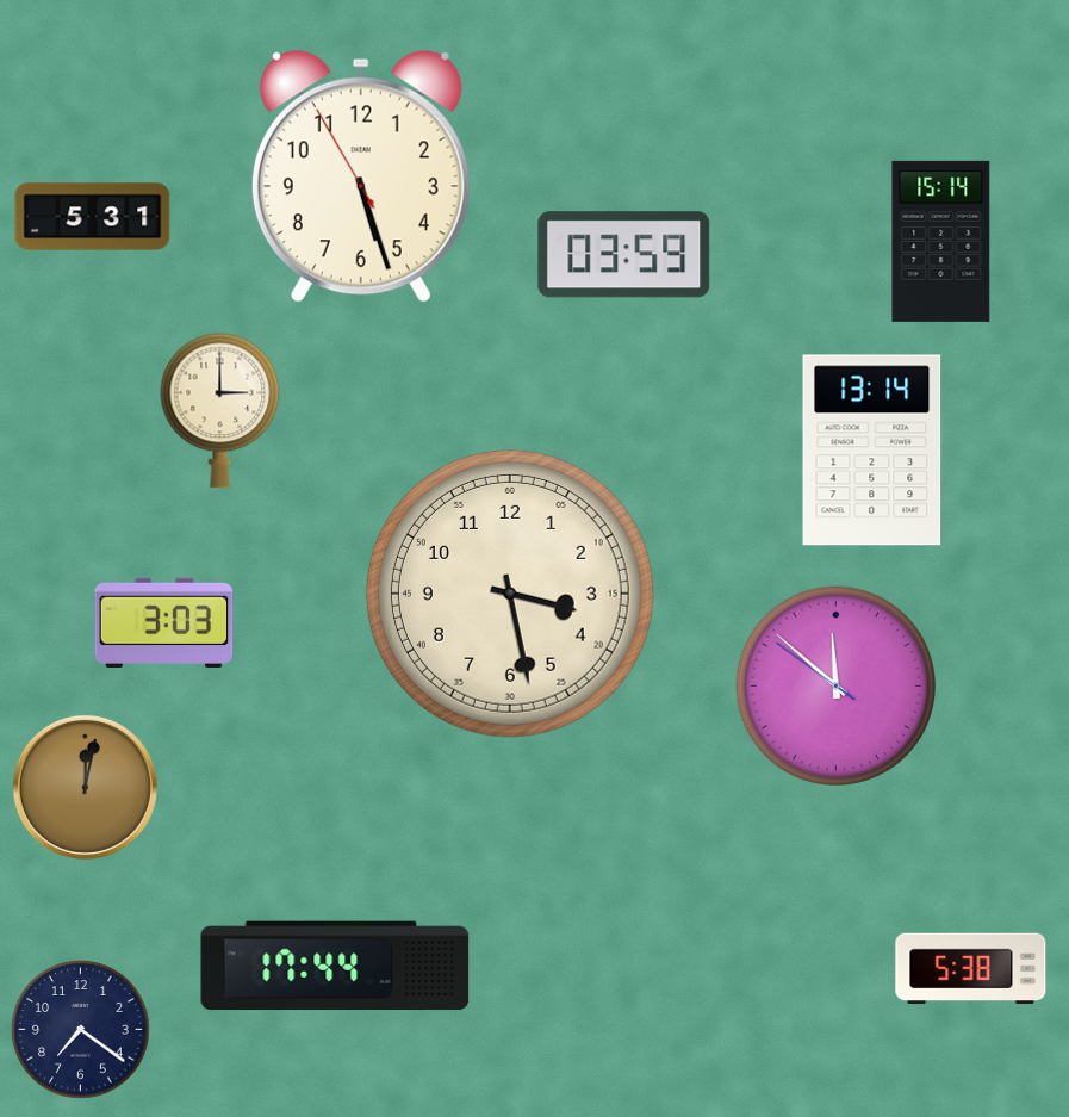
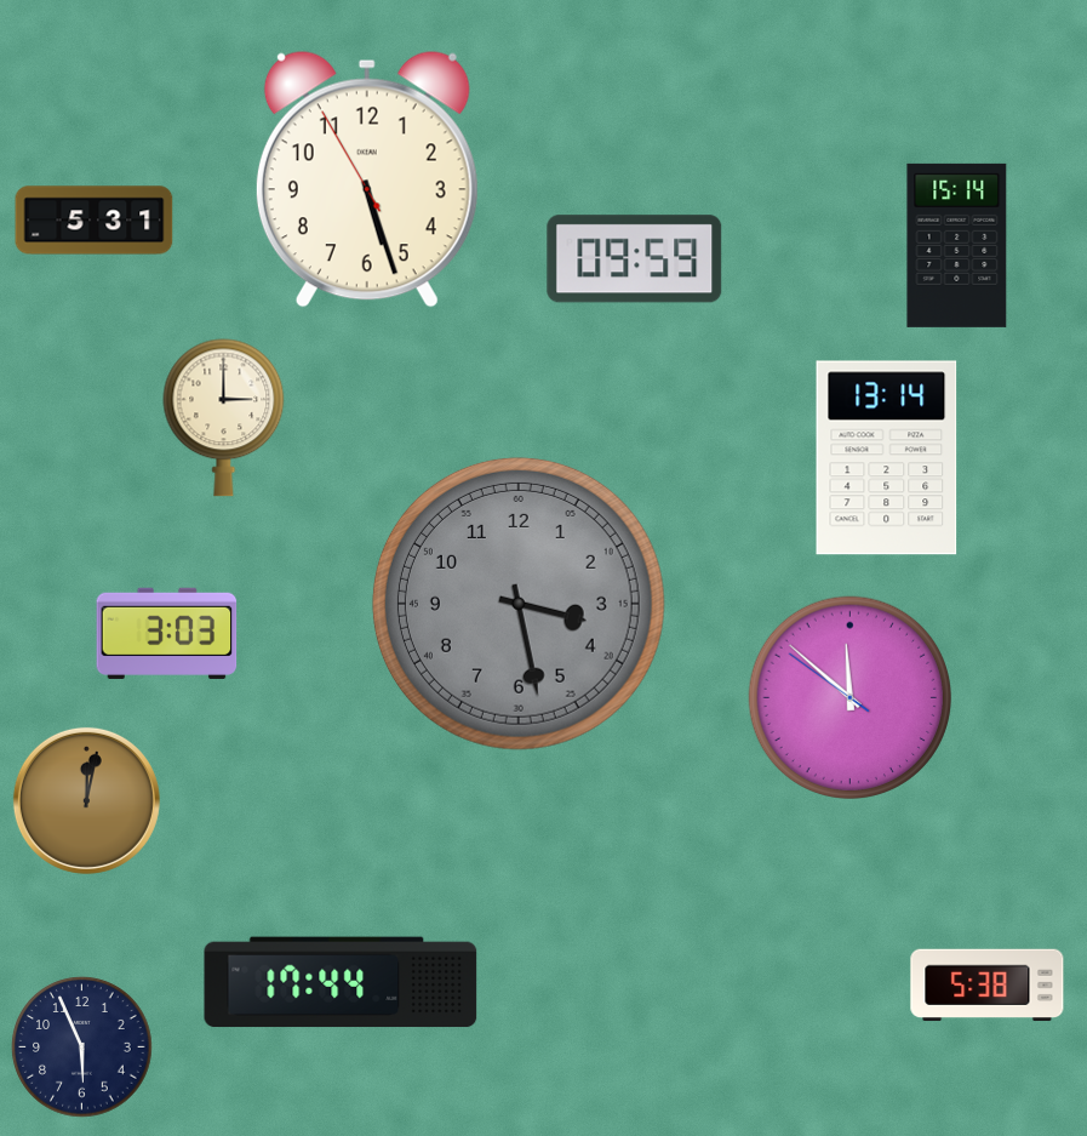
clock at (624, 255): 03:59 -> 09:59
clock at (510, 594) dial: cream -> grey
clock at (81, 1030): 7:21 -> 5:56
